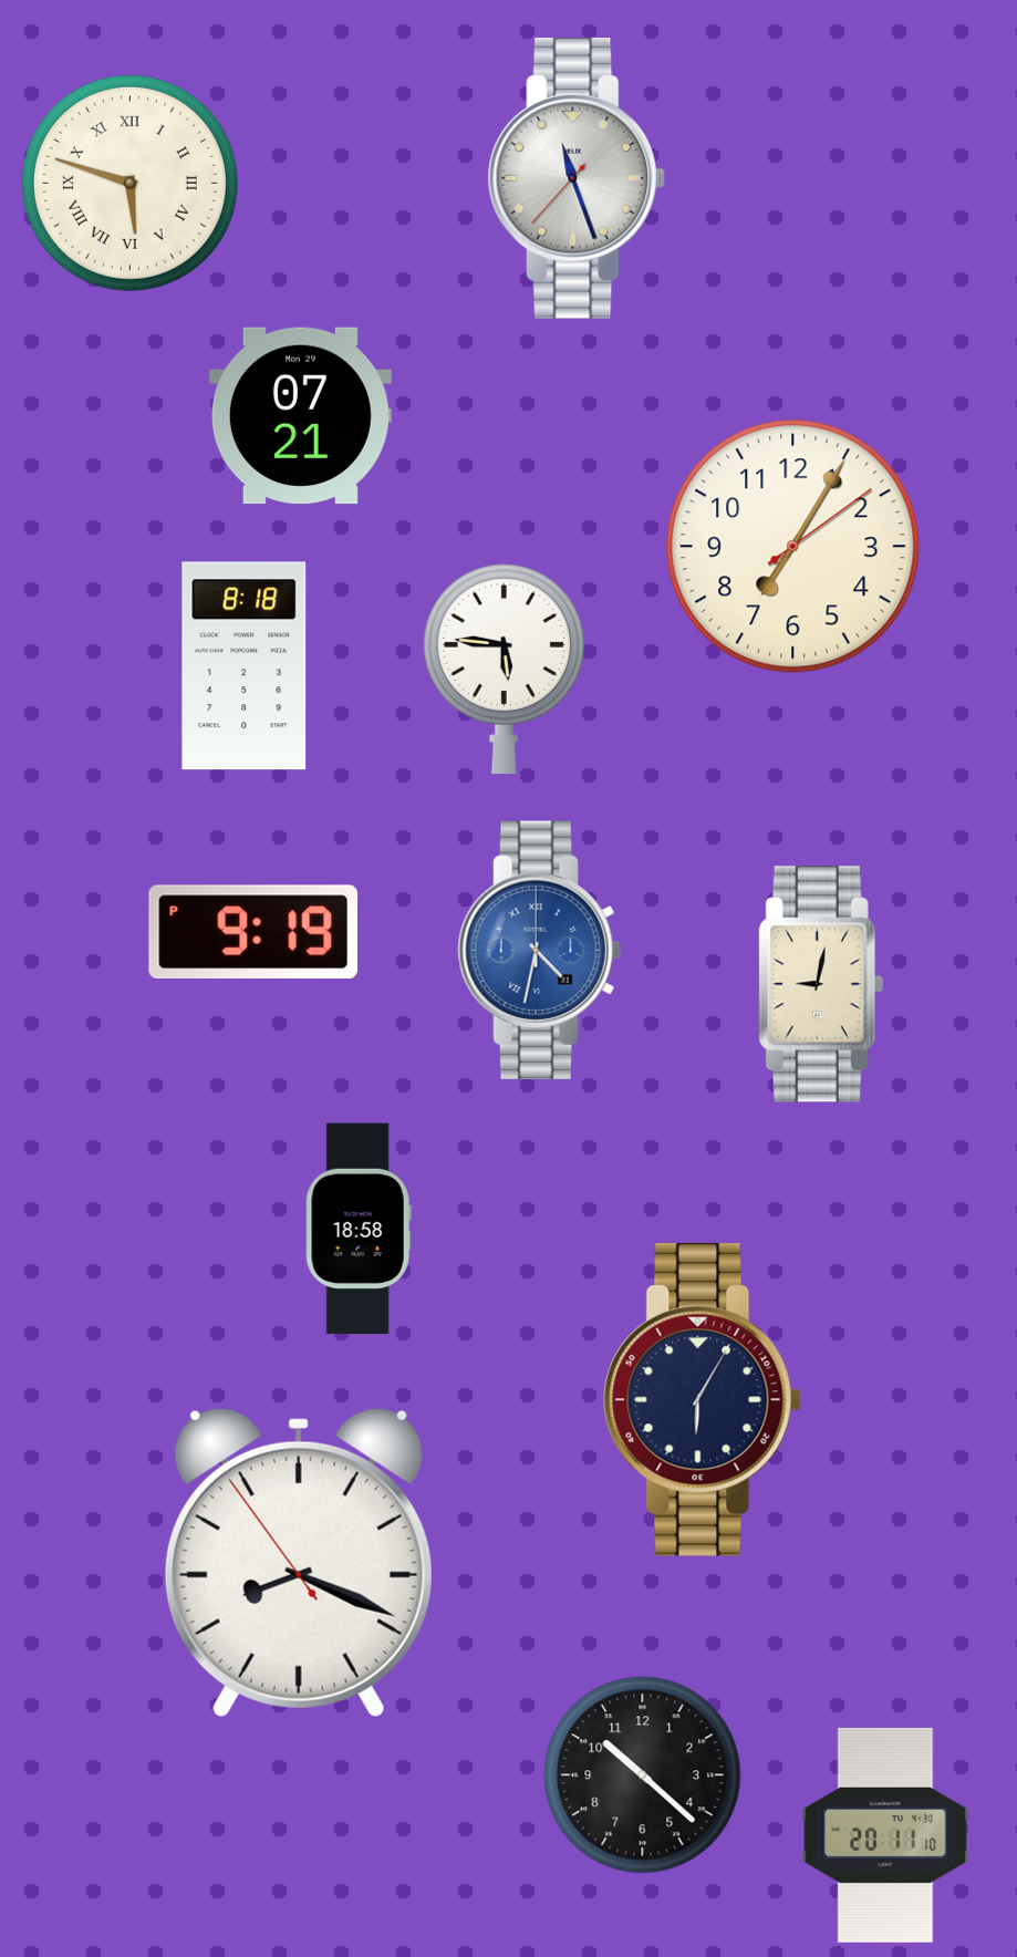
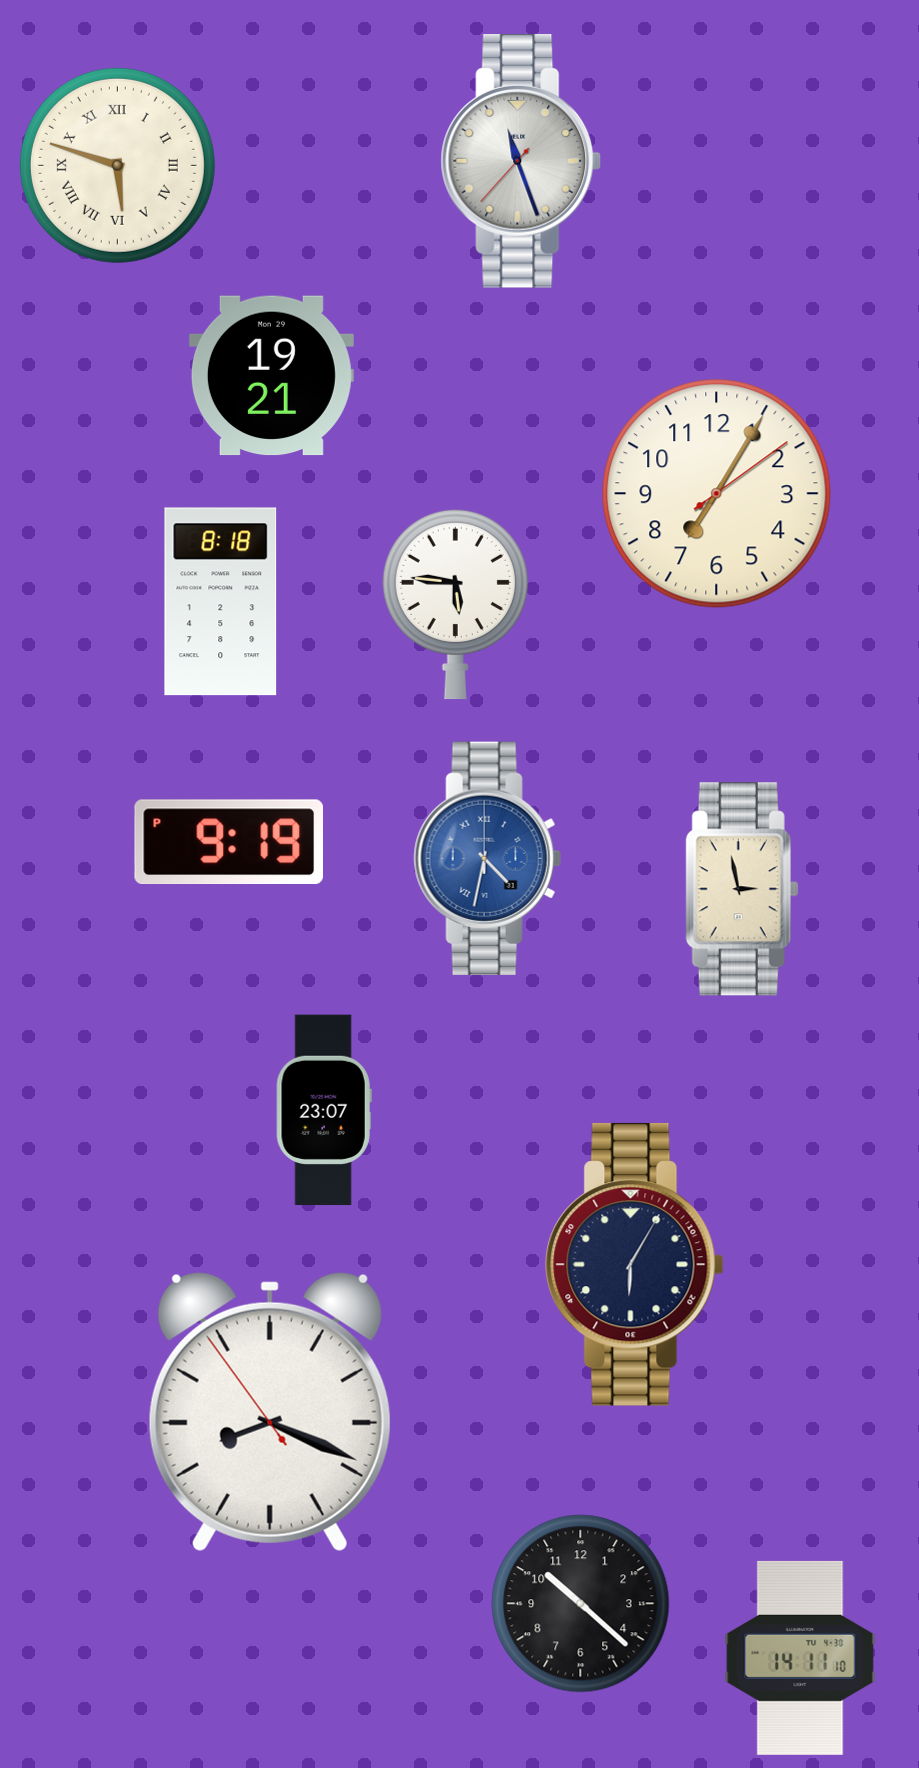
clock at (300, 416): 07:21 -> 19:21
clock at (821, 984): 9:02 -> 2:58
clock at (359, 1229): 18:58 -> 23:07
clock at (885, 1835): 20:11 -> 14:11
